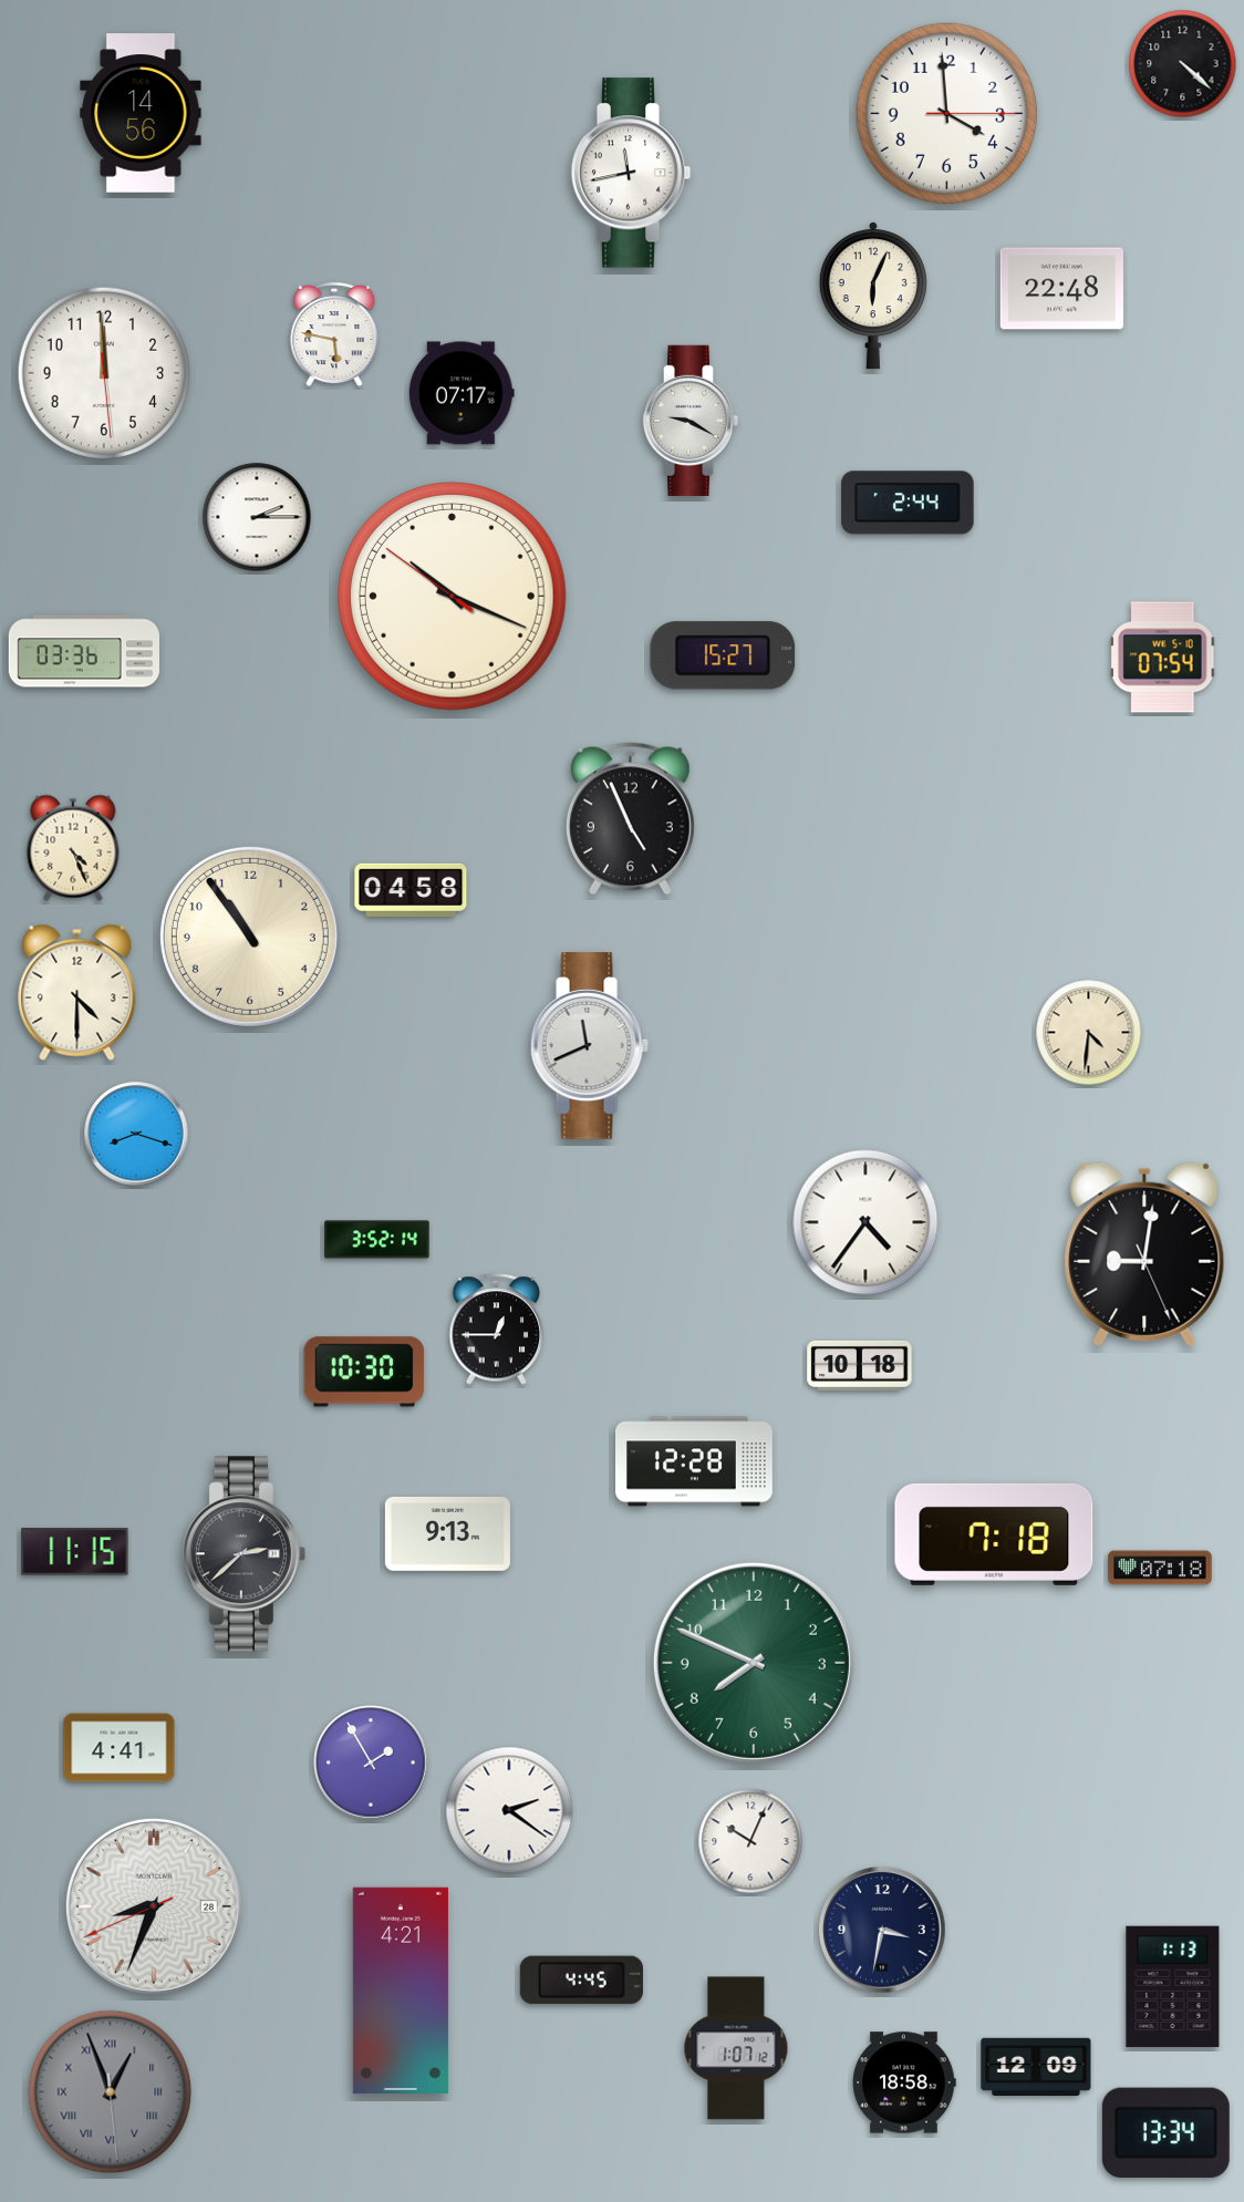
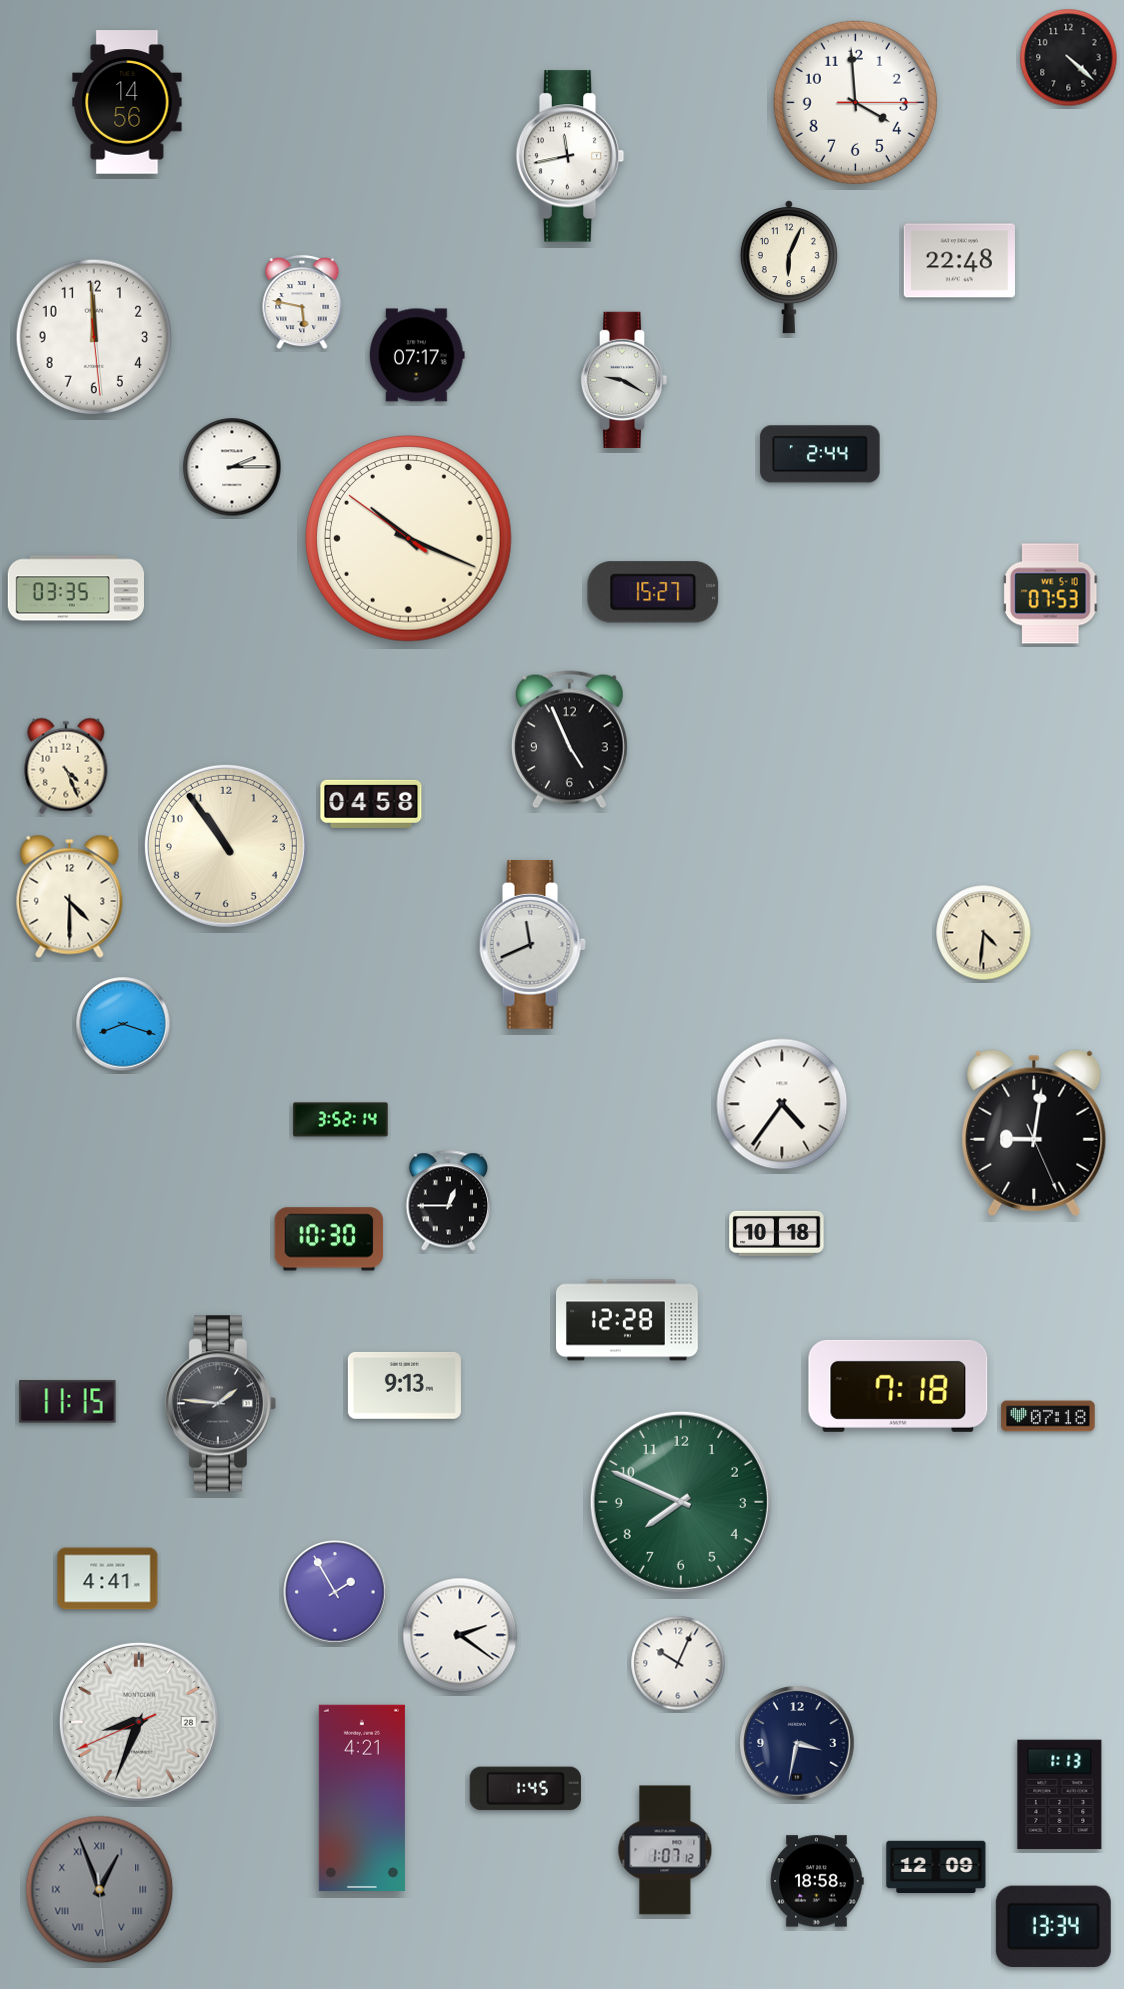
clock at (83, 651): 03:36 -> 03:35
clock at (1163, 658): 07:54 -> 07:53
clock at (243, 1554): 2:38 -> 1:46
clock at (581, 1981): 4:45 -> 1:45
